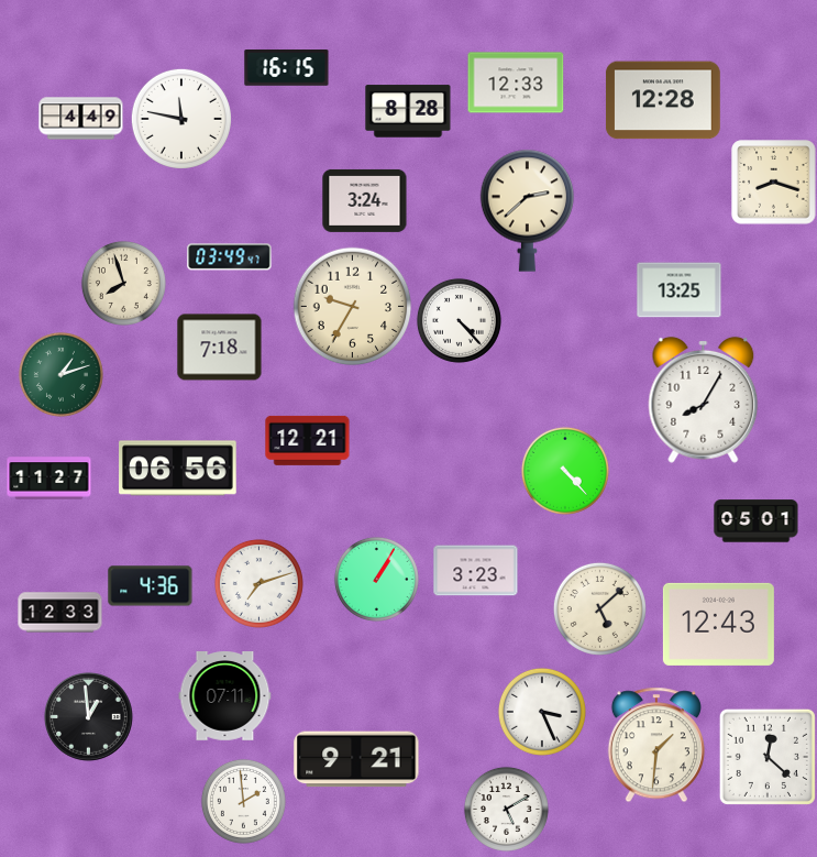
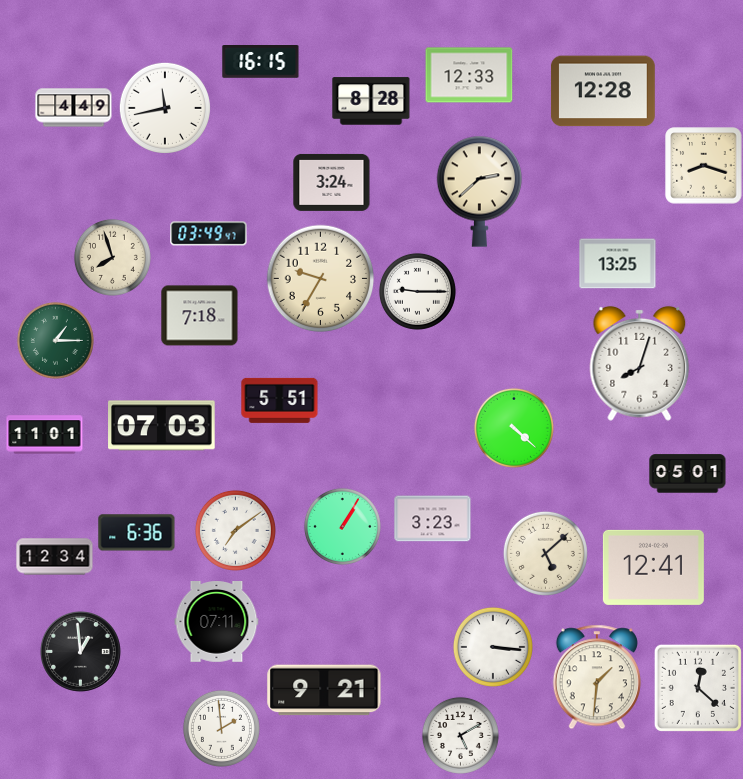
clock at (181, 119): 11:47 -> 11:43
clock at (459, 320): 4:23 -> 9:15
clock at (60, 374): 1:12 -> 1:15
clock at (704, 399): 8:05 -> 8:03
clock at (308, 440): 12:21 -> 5:51
clock at (178, 469): 06:56 -> 07:03
clock at (565, 471): 4:23 -> 4:22
clock at (49, 479): 11:27 -> 11:01
clock at (258, 583): 7:12 -> 7:09
clock at (151, 586): 4:36 -> 6:36
clock at (60, 613): 12:33 -> 12:34
clock at (718, 624): 12:43 -> 12:41
clock at (225, 696) position: (225, 696) -> (217, 622)
clock at (542, 712): 3:26 -> 3:16
